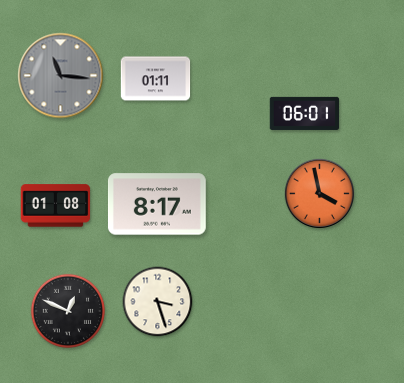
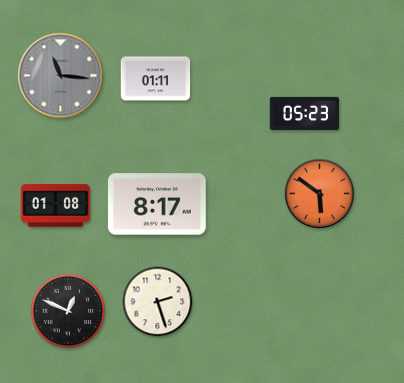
clock at (305, 113): 06:01 -> 05:23
clock at (319, 193): 3:58 -> 5:51
clock at (158, 302): 3:27 -> 2:27
